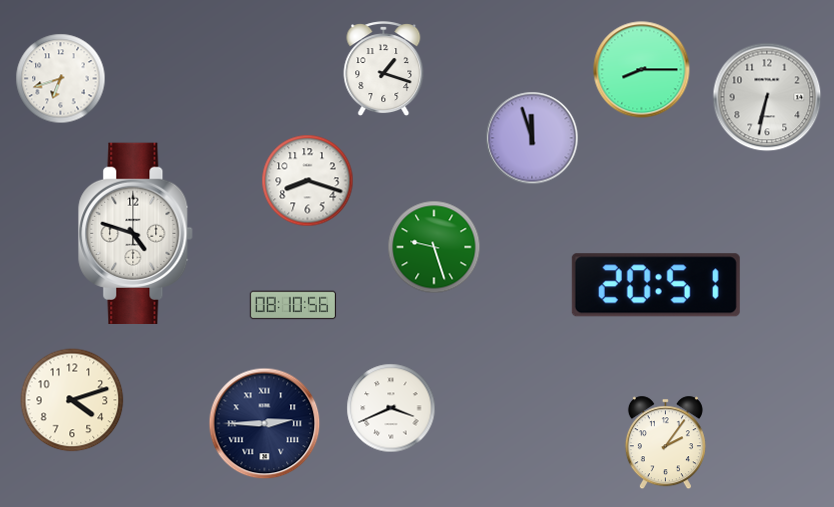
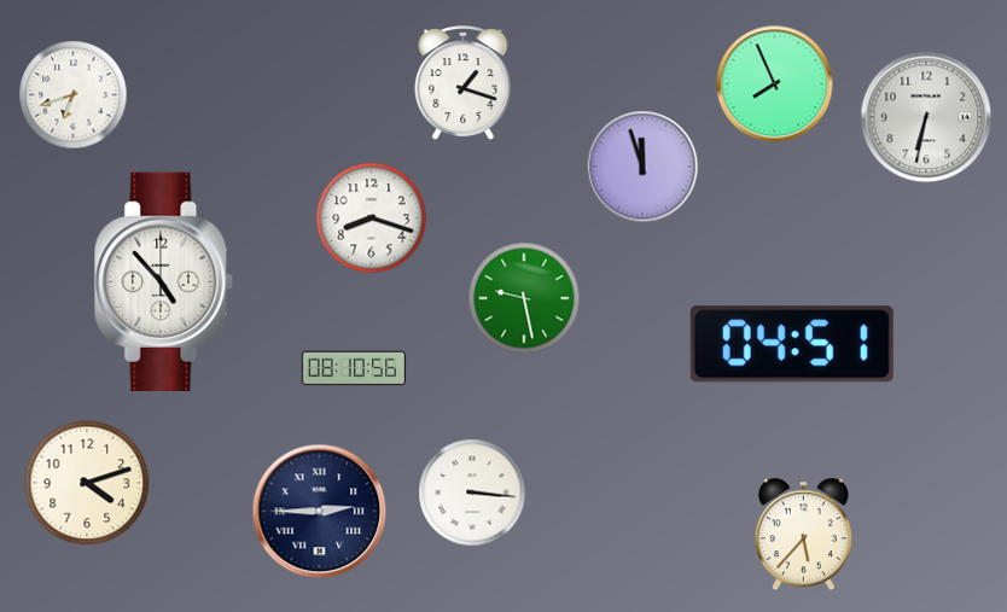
clock at (642, 70): 8:15 -> 7:56
clock at (136, 233): 4:48 -> 4:53
clock at (434, 247): 9:27 -> 9:28
clock at (656, 285): 20:51 -> 04:51
clock at (391, 408): 3:41 -> 3:16
clock at (665, 443): 2:06 -> 5:37
